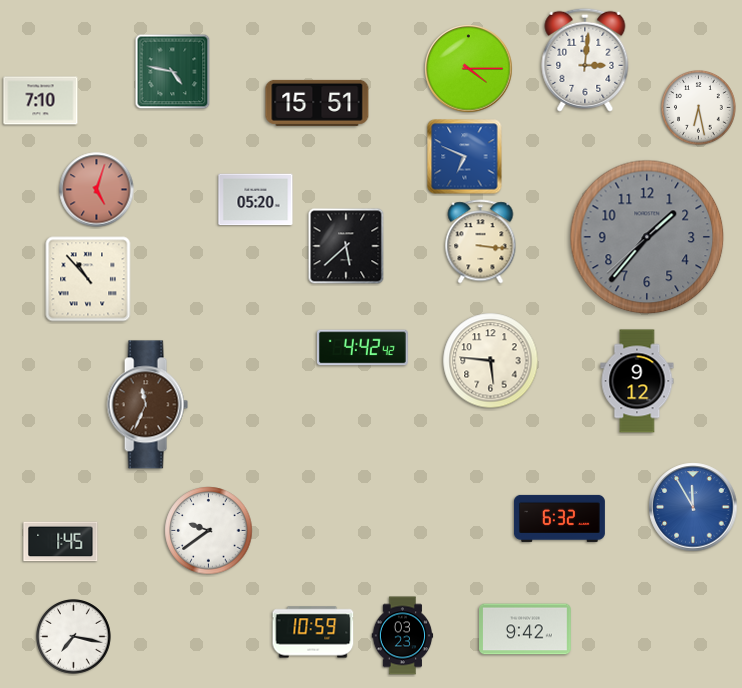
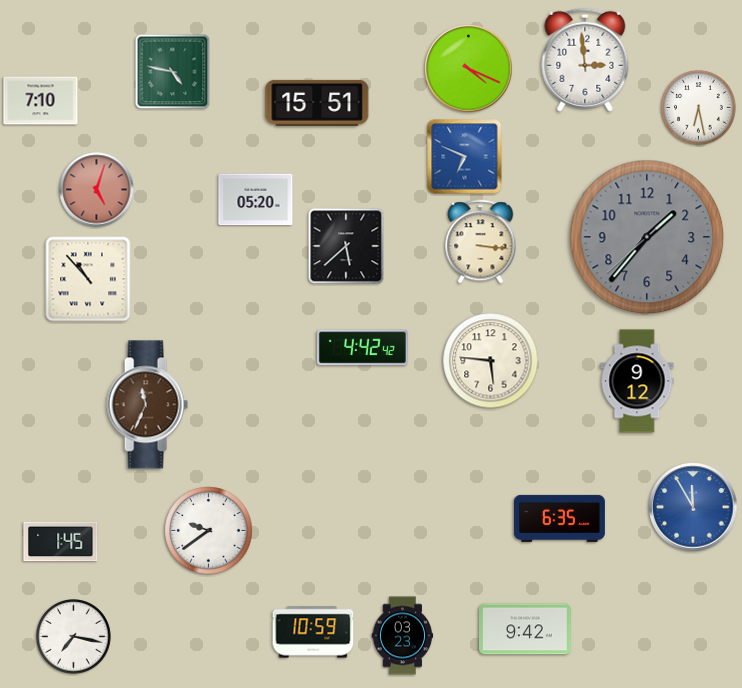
clock at (585, 60): 3:01 -> 2:59
clock at (469, 69): 4:15 -> 4:19
clock at (559, 518): 6:32 -> 6:35
